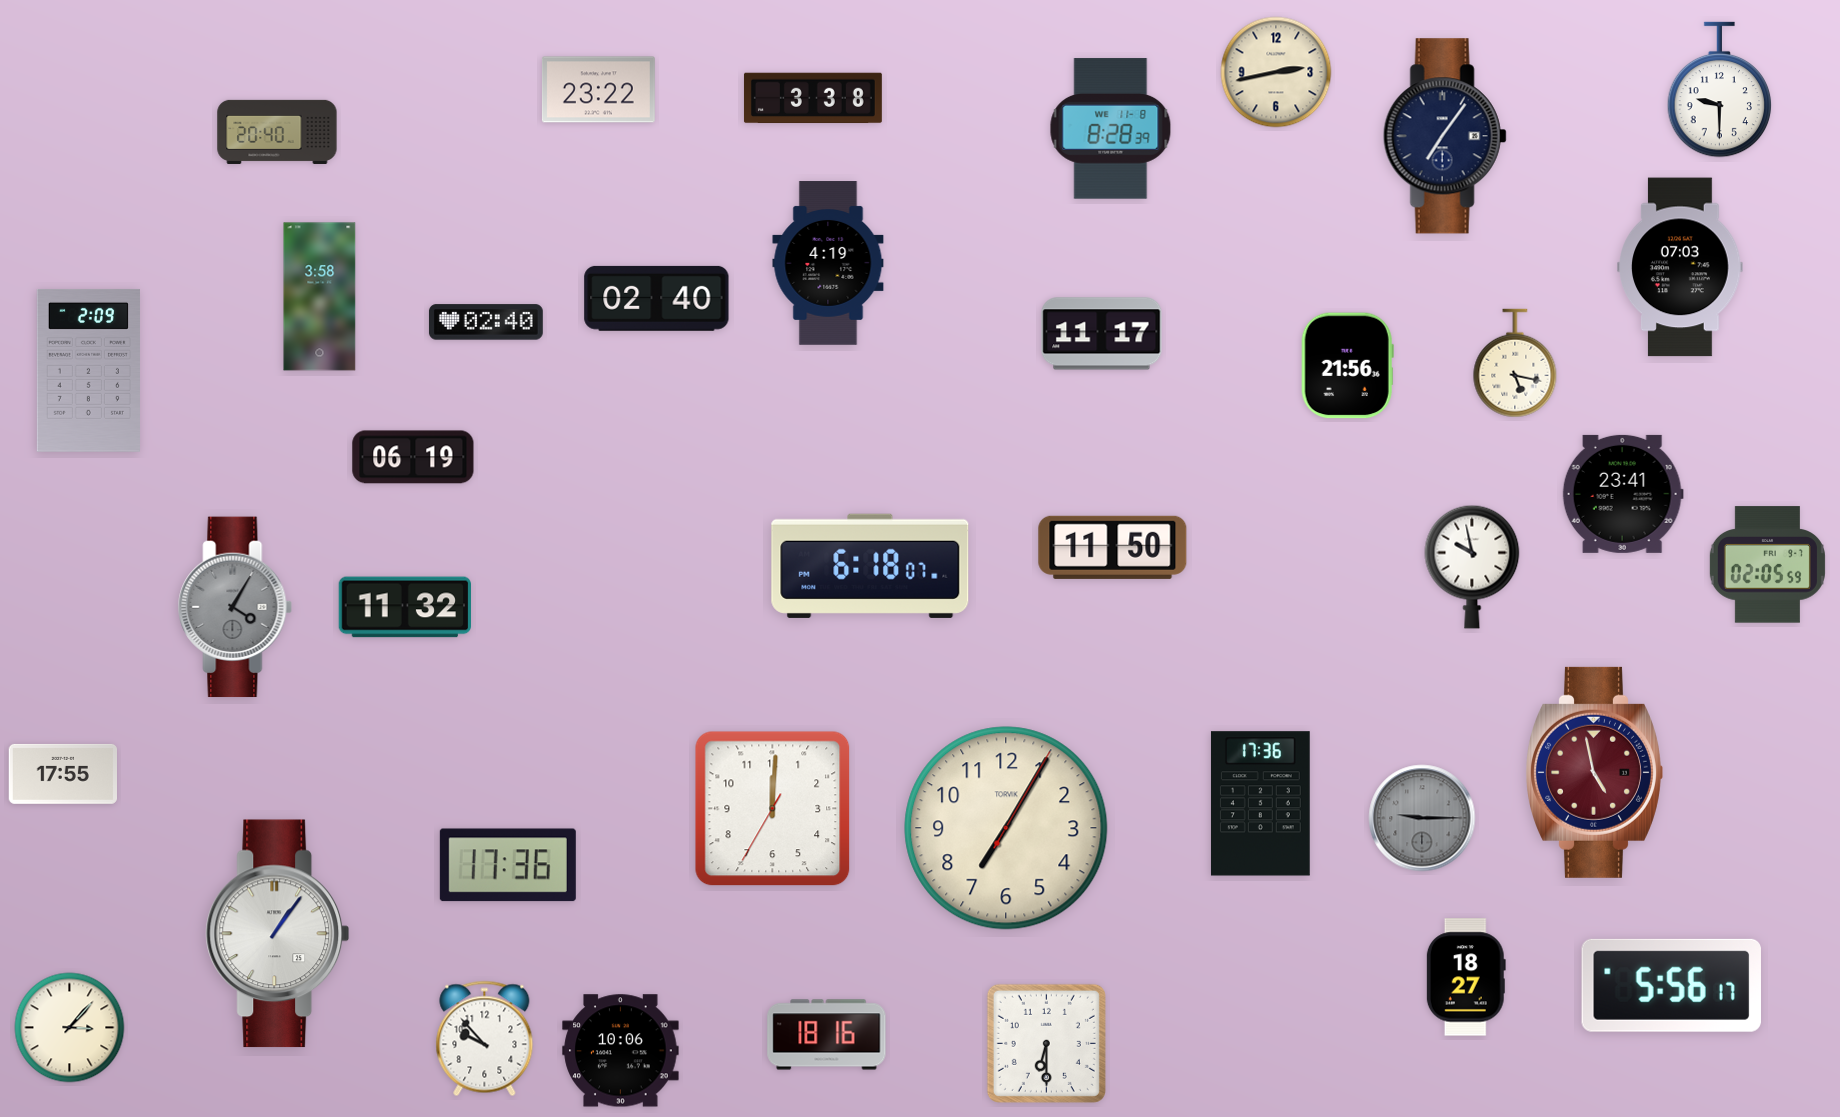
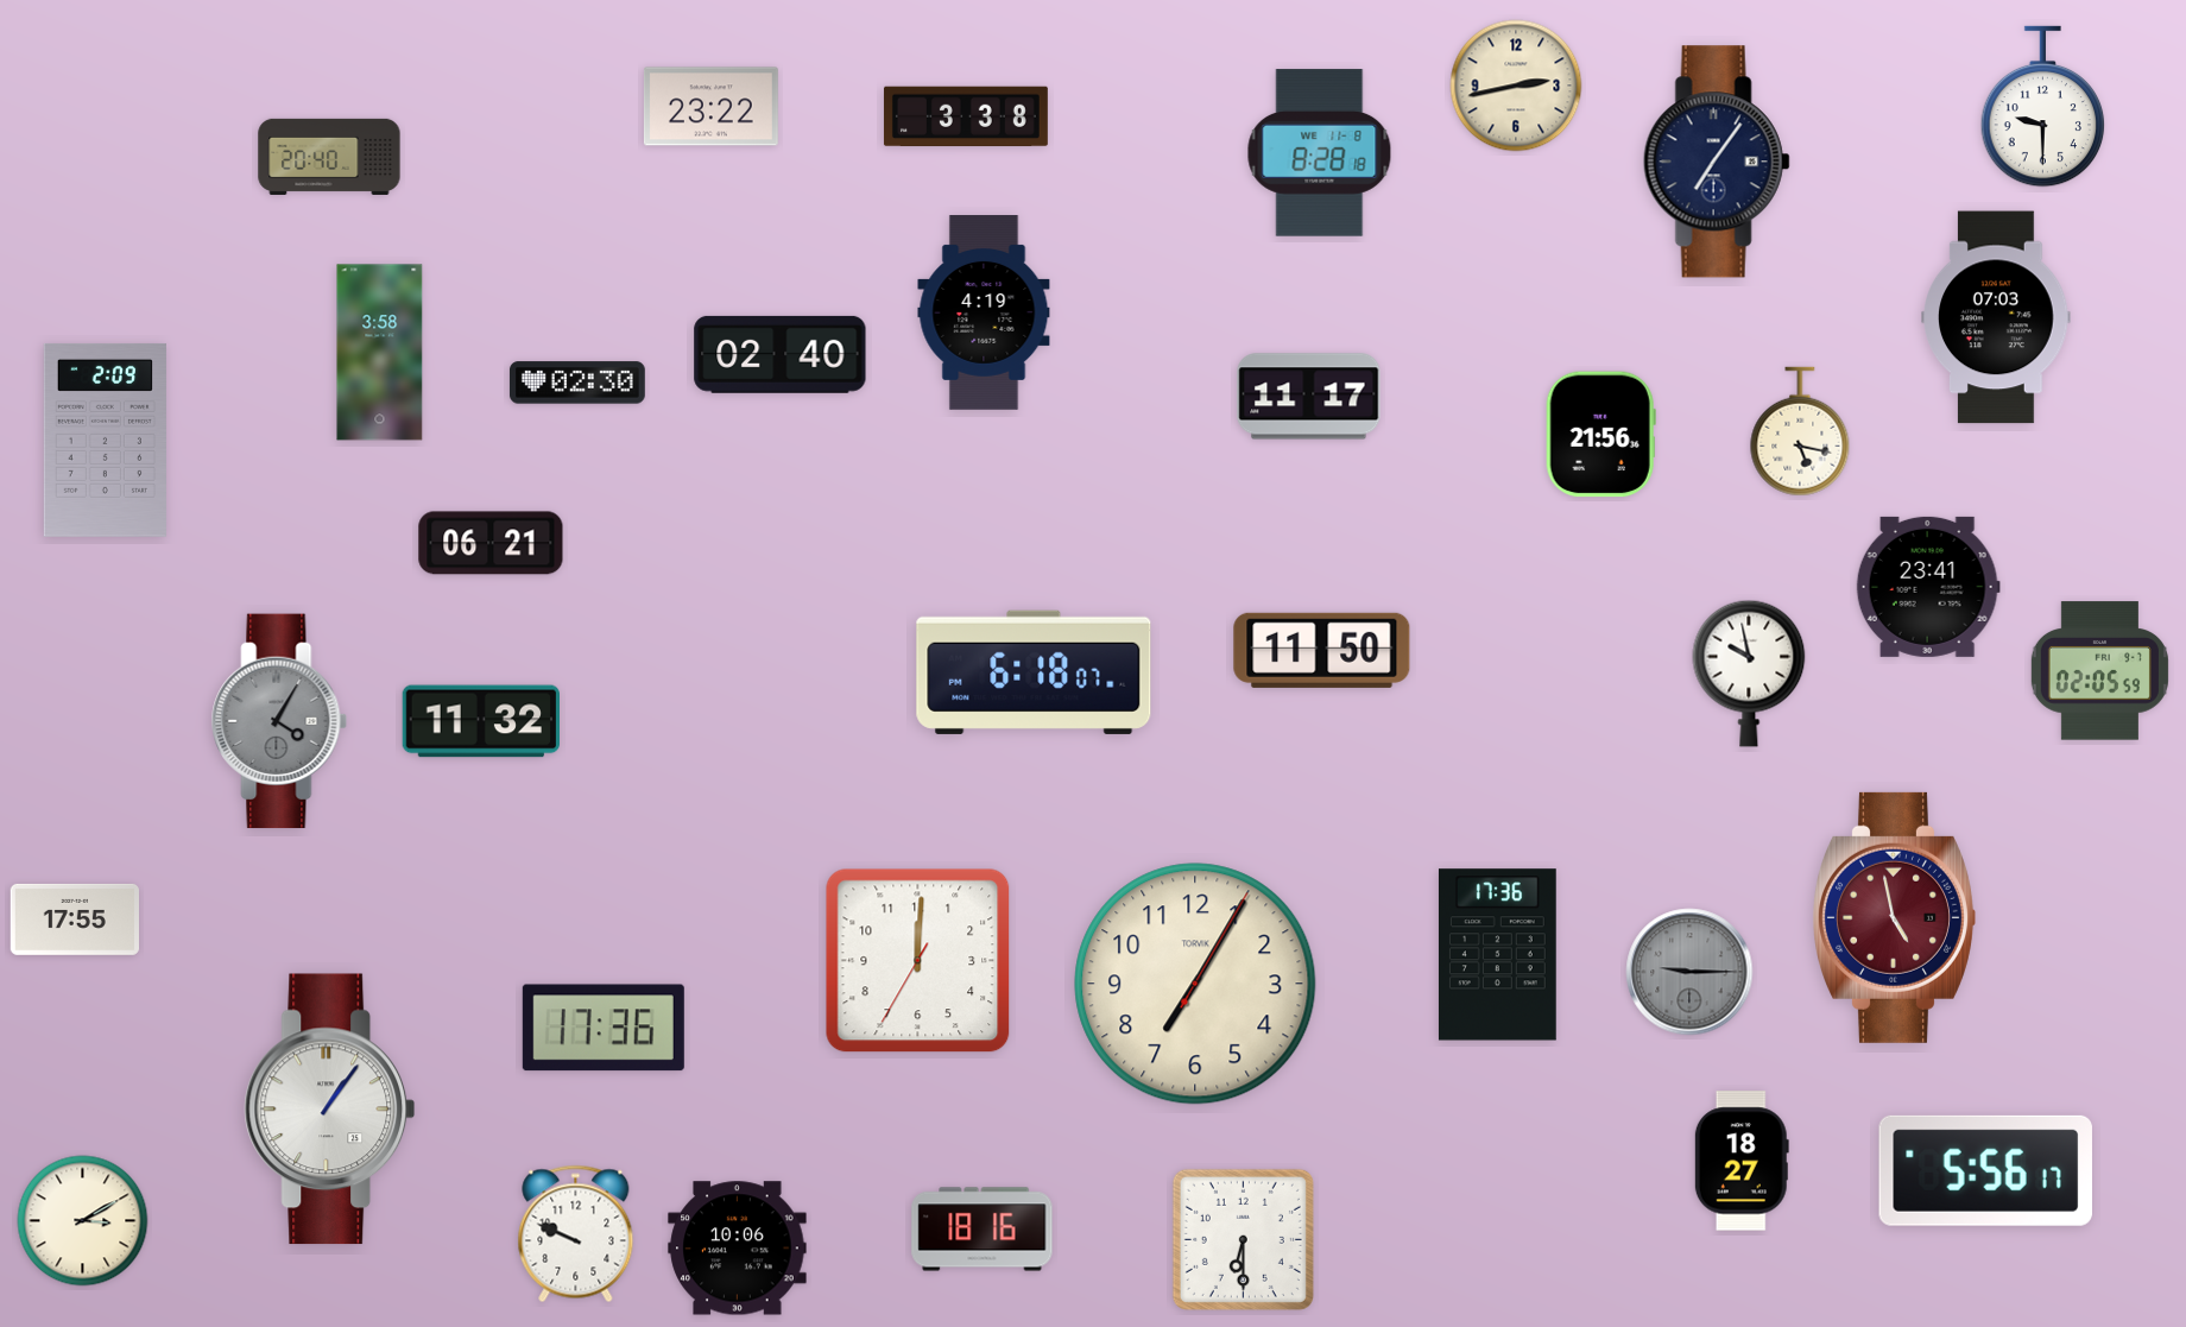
clock at (1111, 129): 8:28:39 -> 8:28:18
clock at (486, 322): 02:40 -> 02:30
clock at (413, 457): 06:19 -> 06:21
clock at (70, 1028): 3:07 -> 3:10
clock at (485, 1039): 9:53 -> 9:49
